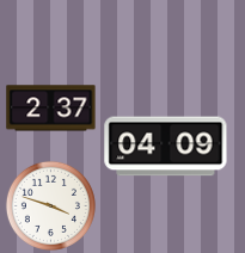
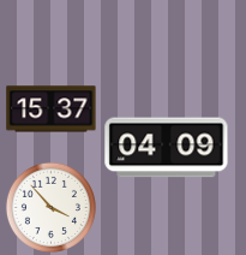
clock at (51, 109): 2:37 -> 15:37
clock at (50, 205): 3:48 -> 3:53
